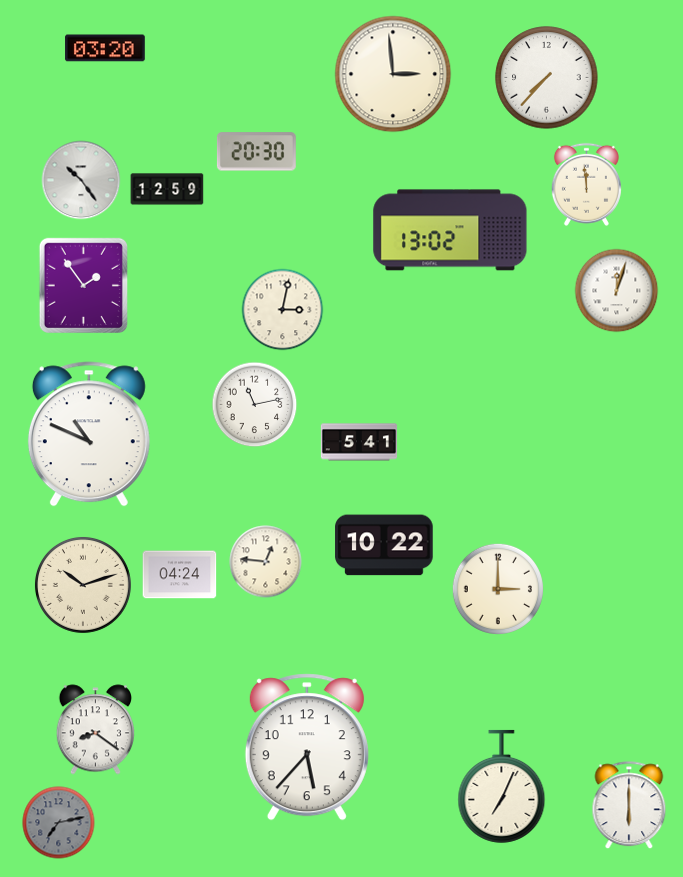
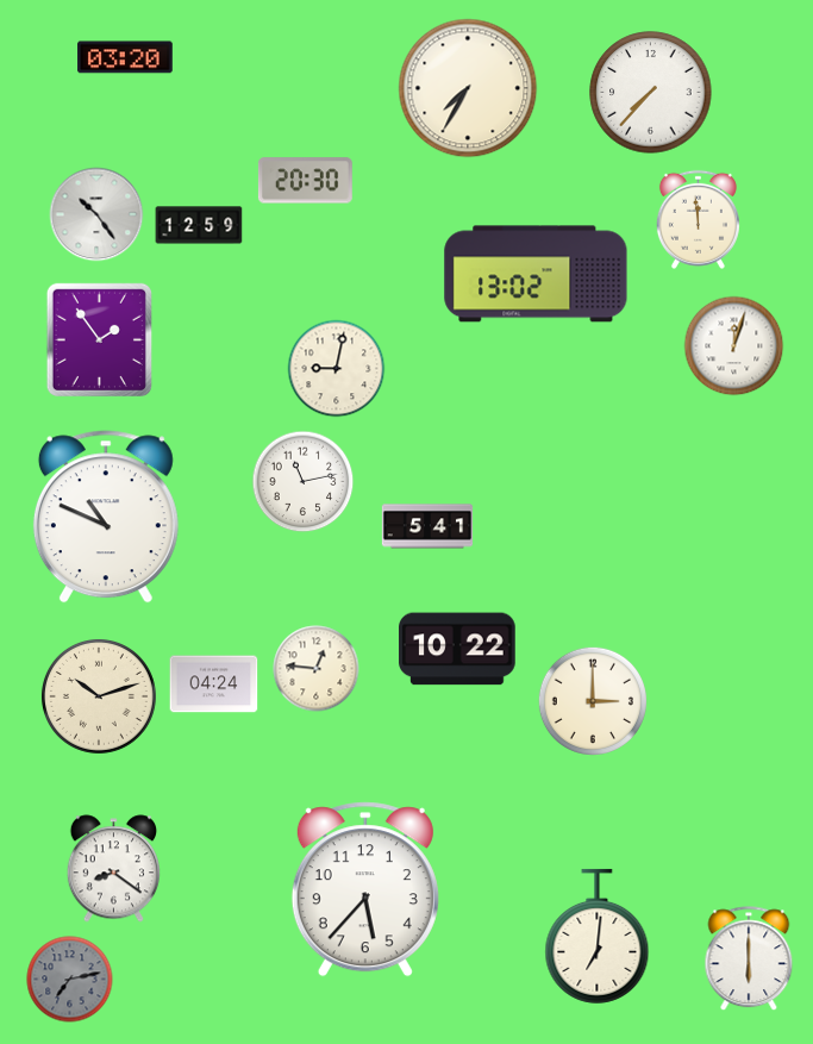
clock at (393, 74): 2:59 -> 7:35
clock at (283, 310): 3:02 -> 9:02
clock at (502, 786): 7:04 -> 7:01
